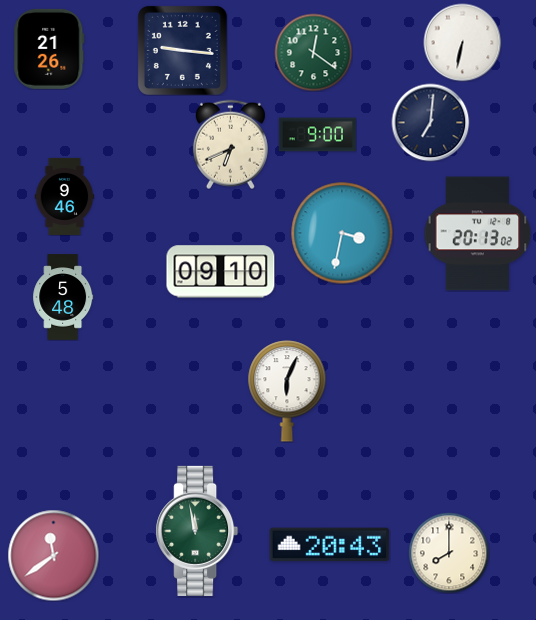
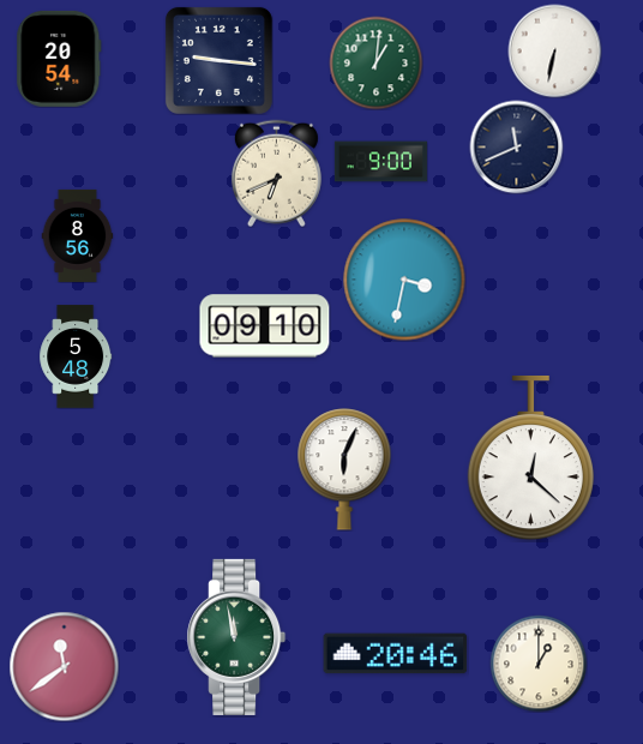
clock at (49, 49): 21:26 -> 20:54
clock at (313, 52): 12:21 -> 1:01
clock at (430, 122): 7:01 -> 11:41
clock at (65, 196): 9:46 -> 8:56
clock at (342, 233) position: (342, 233) -> (404, 280)
clock at (478, 234): 20:13 -> none
clock at (530, 458): none -> 12:22
clock at (330, 545): 20:43 -> 20:46
clock at (449, 553): 8:00 -> 1:00
